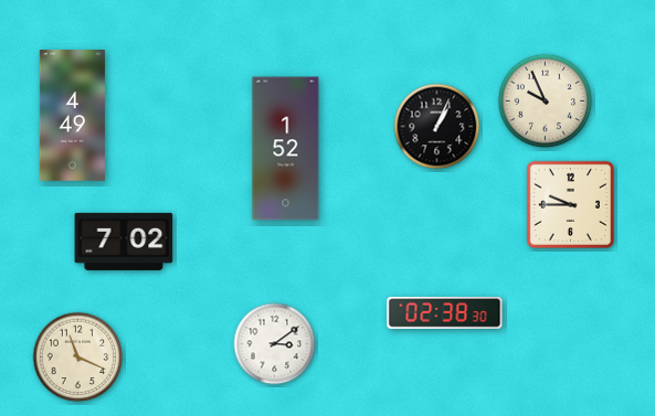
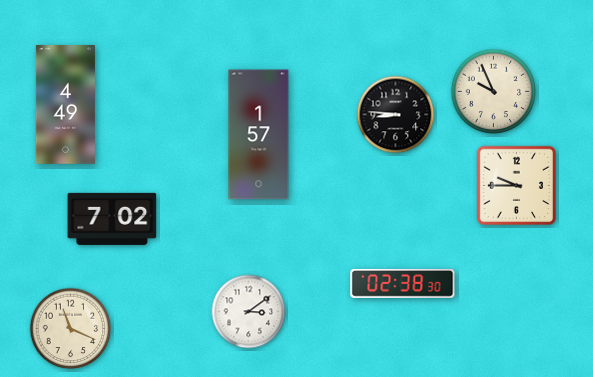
clock at (437, 127): 1:04 -> 8:46
clock at (286, 149): 1:52 -> 1:57
clock at (78, 358) position: (78, 358) -> (71, 329)
